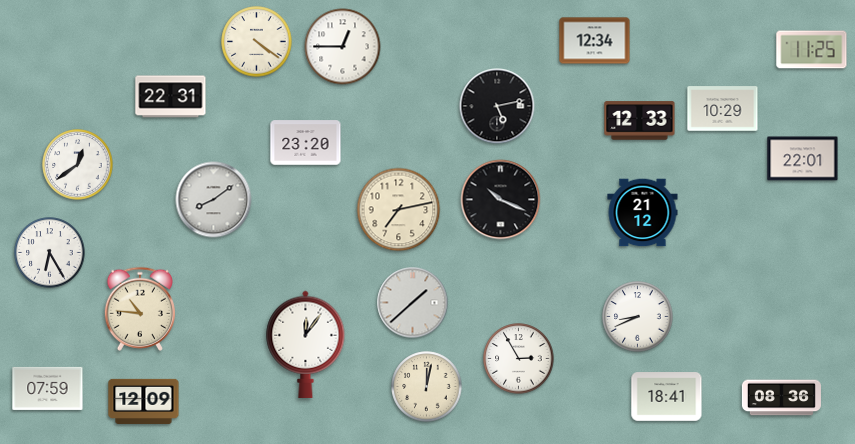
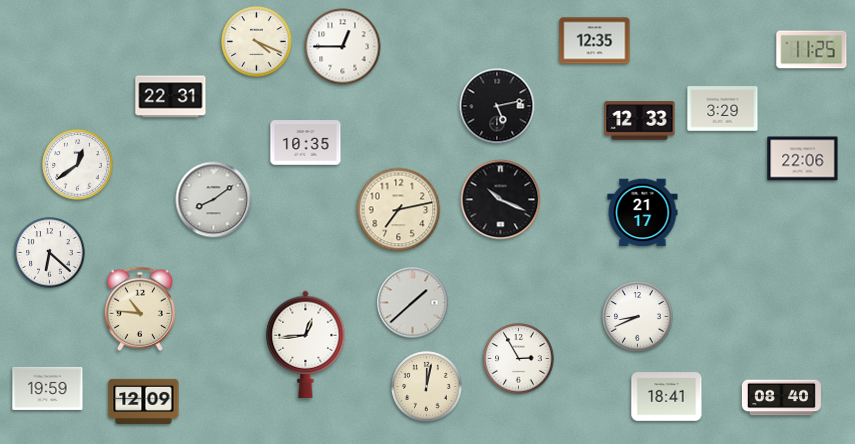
clock at (595, 41): 12:34 -> 12:35
clock at (257, 42): 4:21 -> 4:19
clock at (723, 109): 10:29 -> 3:29
clock at (306, 143): 23:20 -> 10:35
clock at (803, 159): 22:01 -> 22:06
clock at (643, 213): 21:12 -> 21:17
clock at (50, 253): 6:25 -> 6:22
clock at (306, 344): 12:06 -> 12:44
clock at (48, 388): 07:59 -> 19:59
clock at (781, 398): 08:36 -> 08:40
